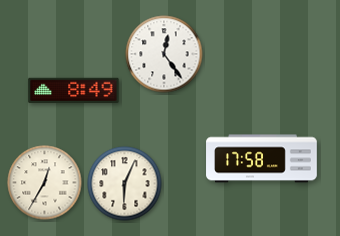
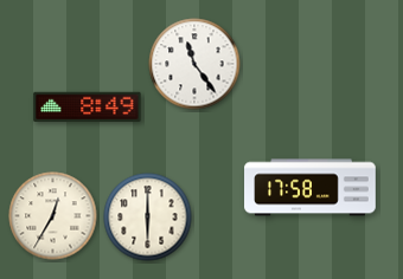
clock at (164, 54): 12:24 -> 11:24
clock at (125, 184): 6:04 -> 6:00
